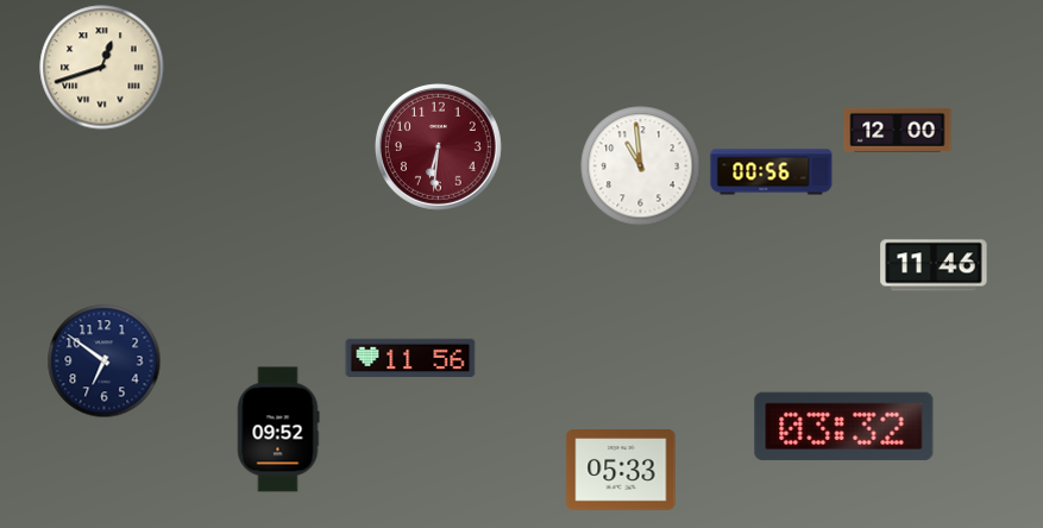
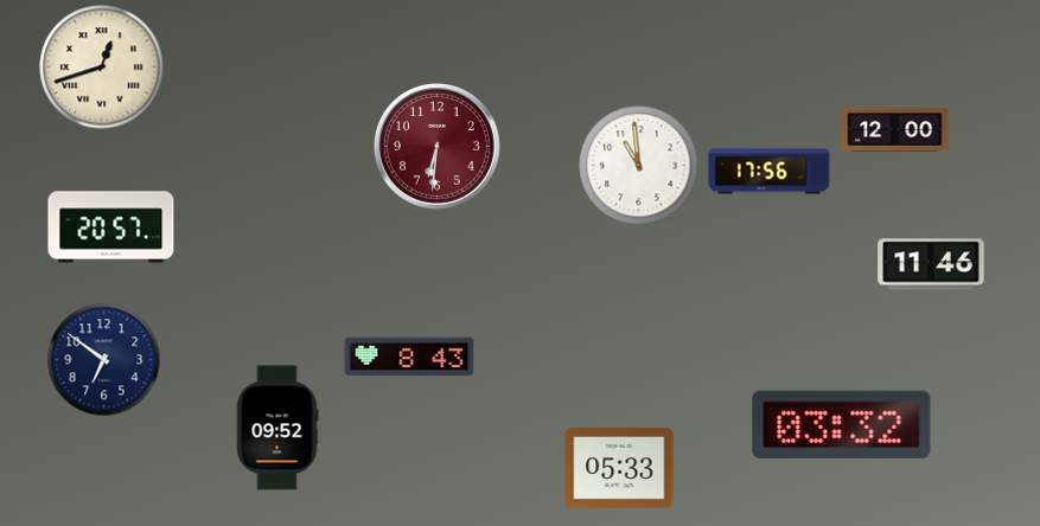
clock at (772, 172): 00:56 -> 17:56
clock at (111, 227): none -> 20:57
clock at (410, 358): 11:56 -> 8:43
